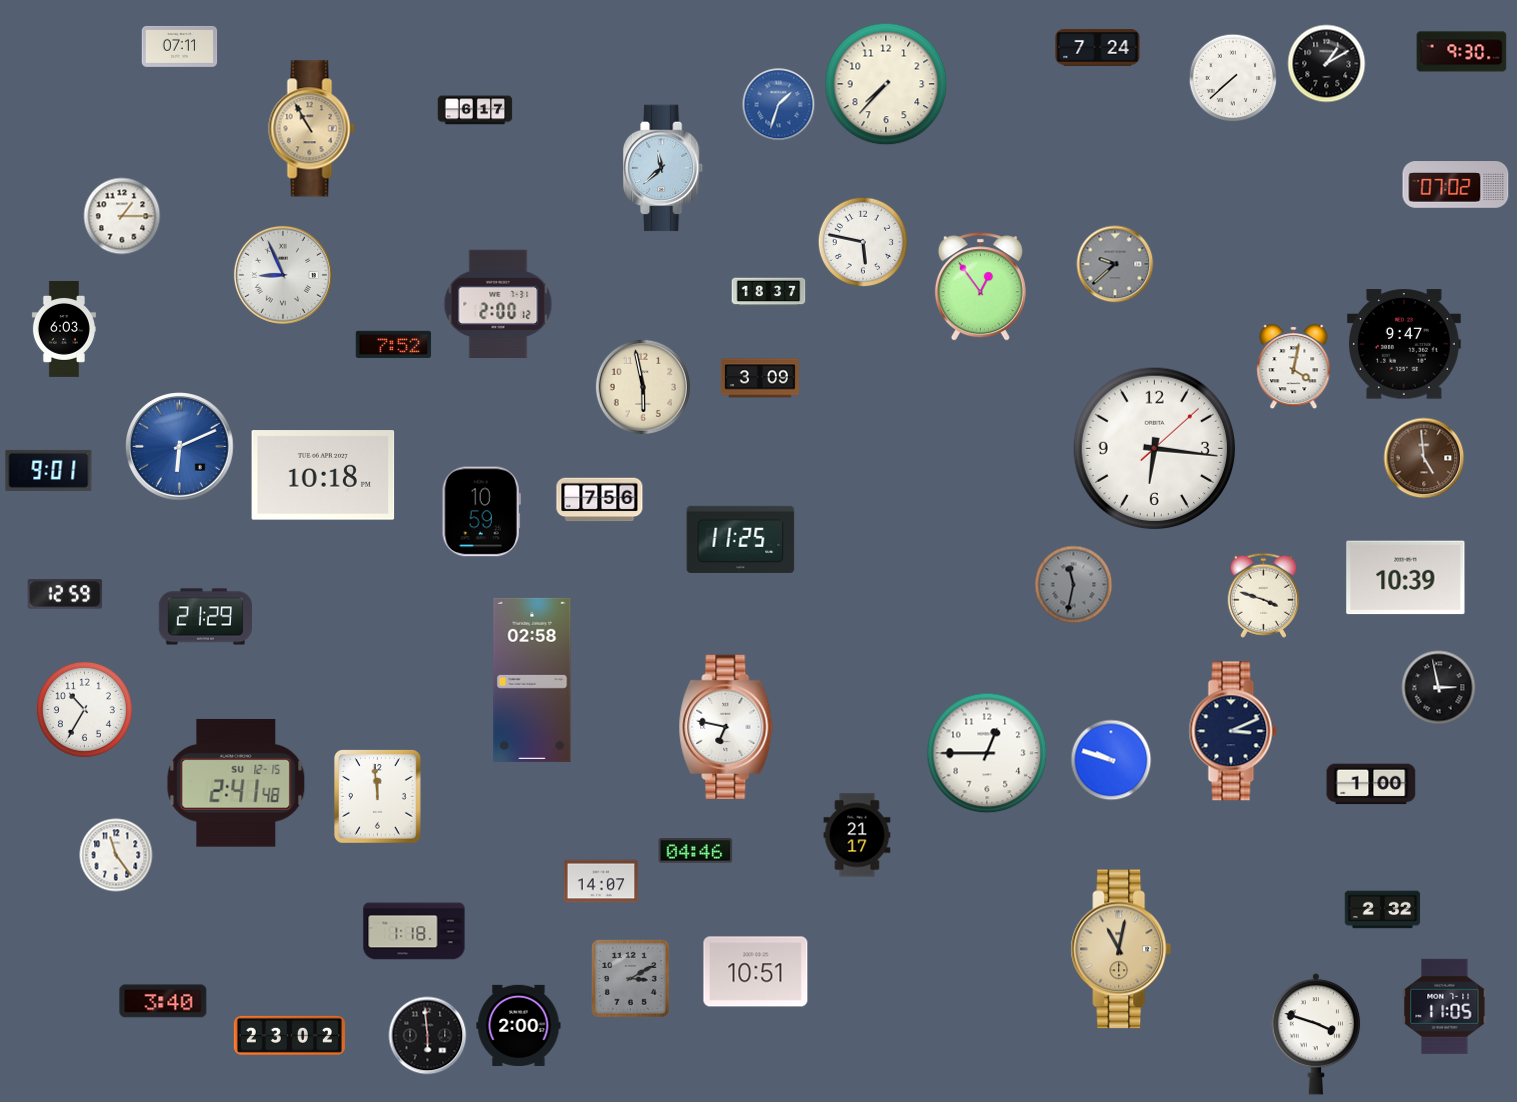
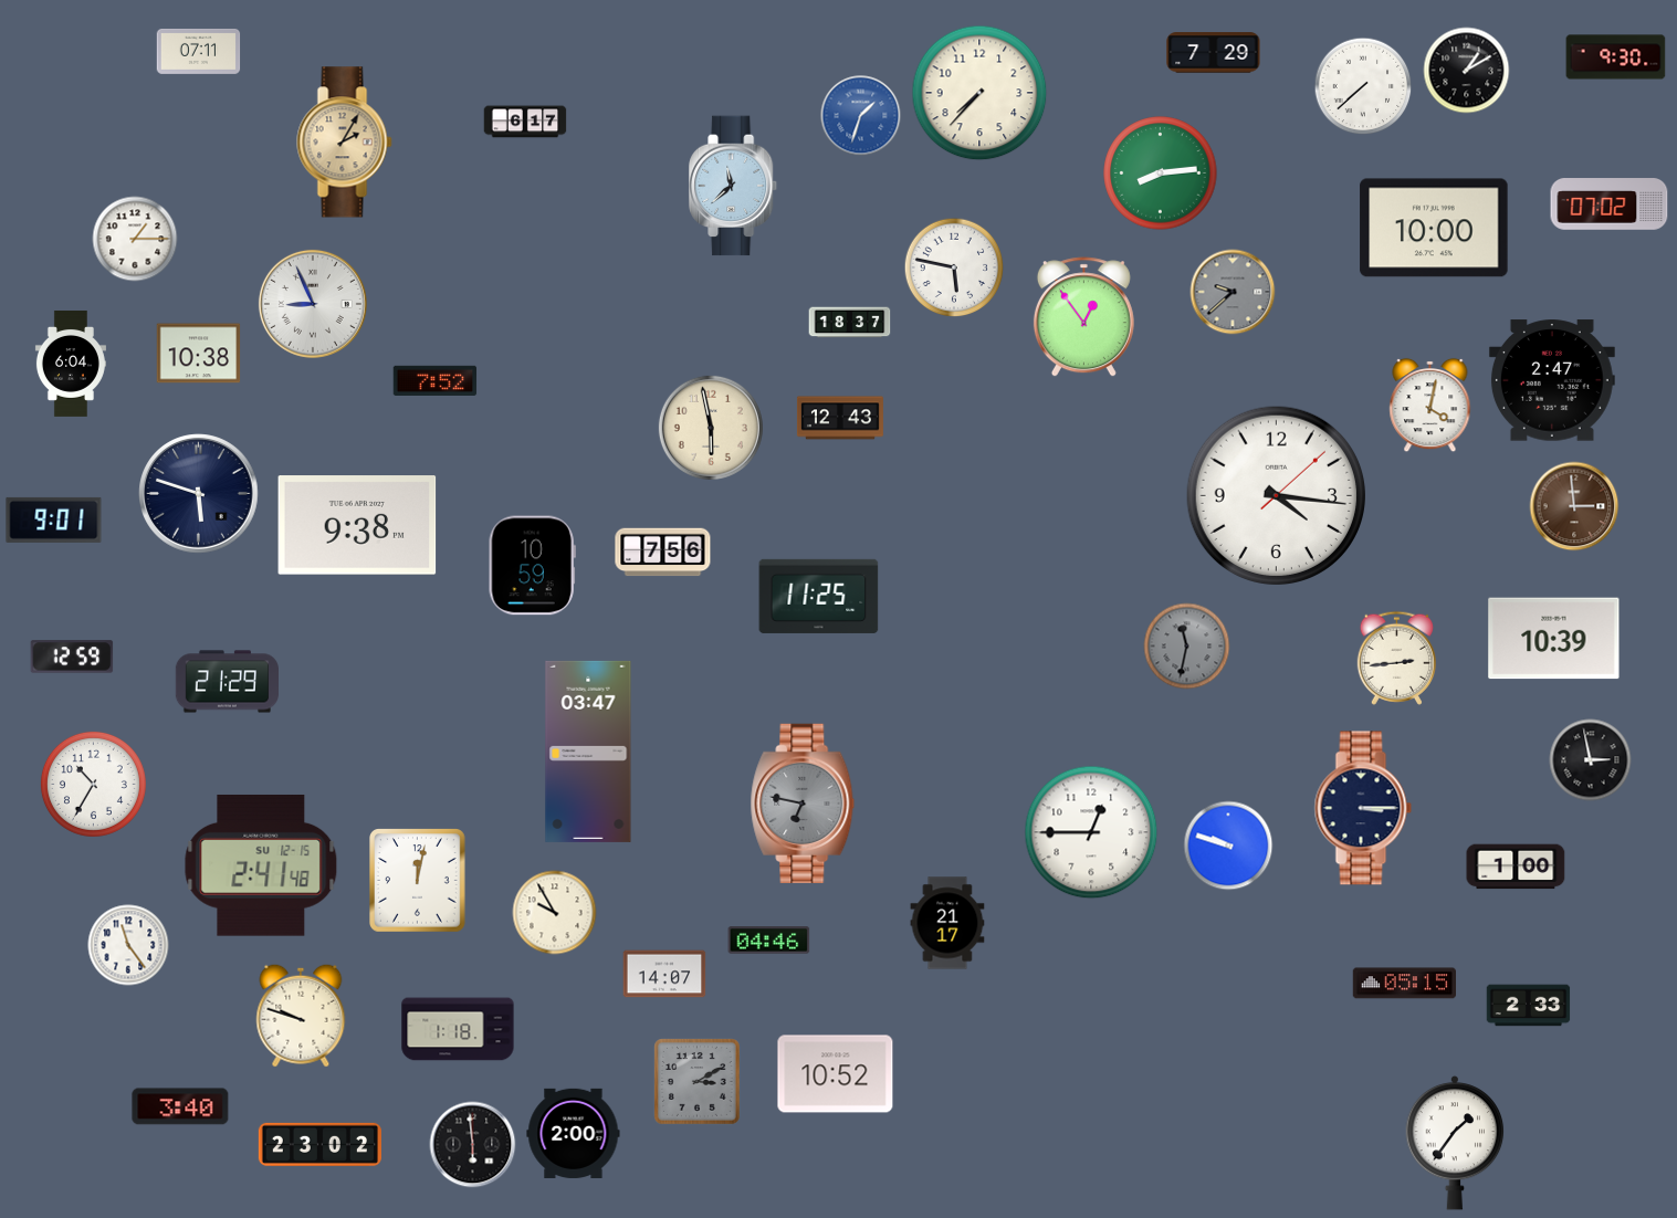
clock at (1098, 48): 7:24 -> 7:29
clock at (312, 129): 10:55 -> 2:05
clock at (1161, 174): none -> 8:14
clock at (1434, 228): none -> 10:00
clock at (498, 303): 2:00 -> none
clock at (199, 354): none -> 10:38
clock at (64, 329): 6:03 -> 6:04
clock at (1404, 344): 9:47 -> 2:47
clock at (760, 378): 3:09 -> 12:43
clock at (180, 447): 6:11 -> 5:48
clock at (180, 447) dial: blue -> navy
clock at (1154, 448): 6:16 -> 4:16
clock at (1424, 458): 4:59 -> 2:59
clock at (323, 475): 10:18 -> 9:38
clock at (1263, 595): 3:48 -> 2:44
clock at (532, 680): 02:58 -> 03:47
clock at (726, 726) dial: white -> grey
clock at (1233, 731): 3:11 -> 3:15
clock at (1111, 760) position: (1111, 760) -> (1228, 846)
clock at (378, 797): 11:59 -> 12:02
clock at (555, 913): none -> 9:55
clock at (1404, 984): none -> 05:15
clock at (1383, 910): 2:32 -> 2:33
clock at (301, 1016): none -> 9:48
clock at (1121, 949): 11:02 -> none
clock at (756, 972): 10:51 -> 10:52
clock at (1445, 1006): 11:05 -> none
clock at (1316, 1034): 3:48 -> 1:36
